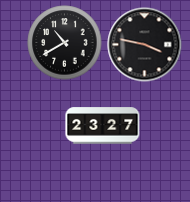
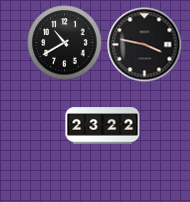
clock at (103, 126): 23:27 -> 23:22
